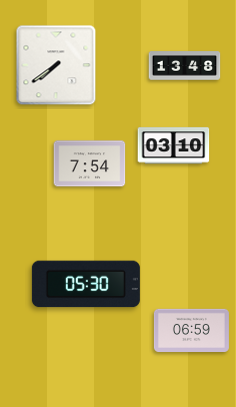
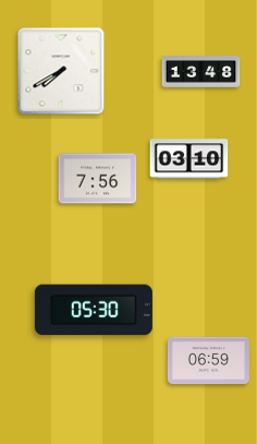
clock at (56, 65): 7:39 -> 7:40
clock at (90, 164): 7:54 -> 7:56
